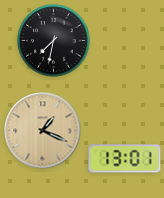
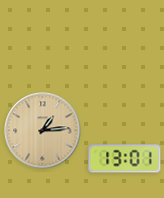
clock at (54, 41): 7:32 -> none
clock at (43, 131): 1:19 -> 1:14
